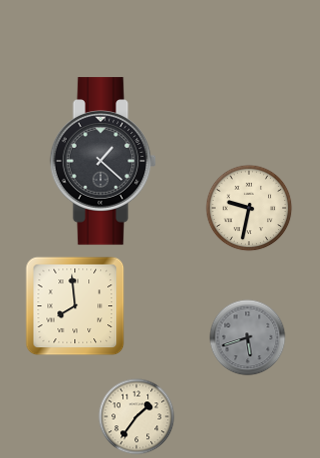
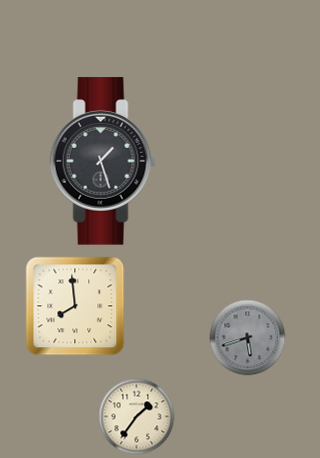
clock at (103, 161): 1:22 -> 1:27
clock at (249, 208): 9:32 -> none
